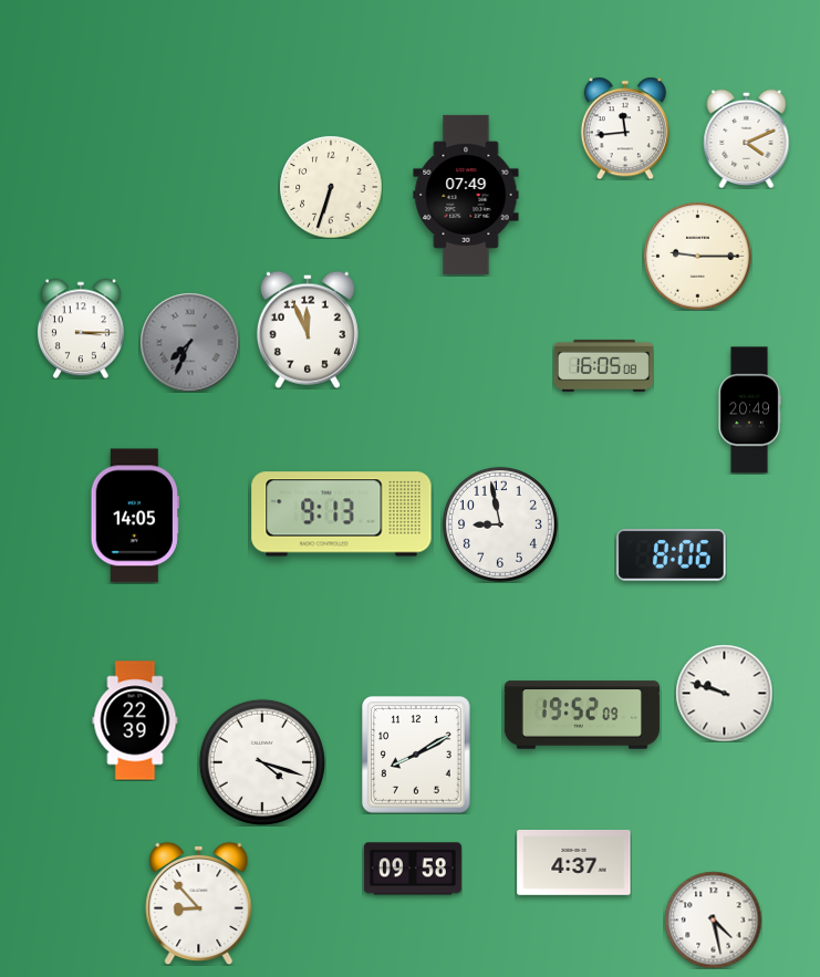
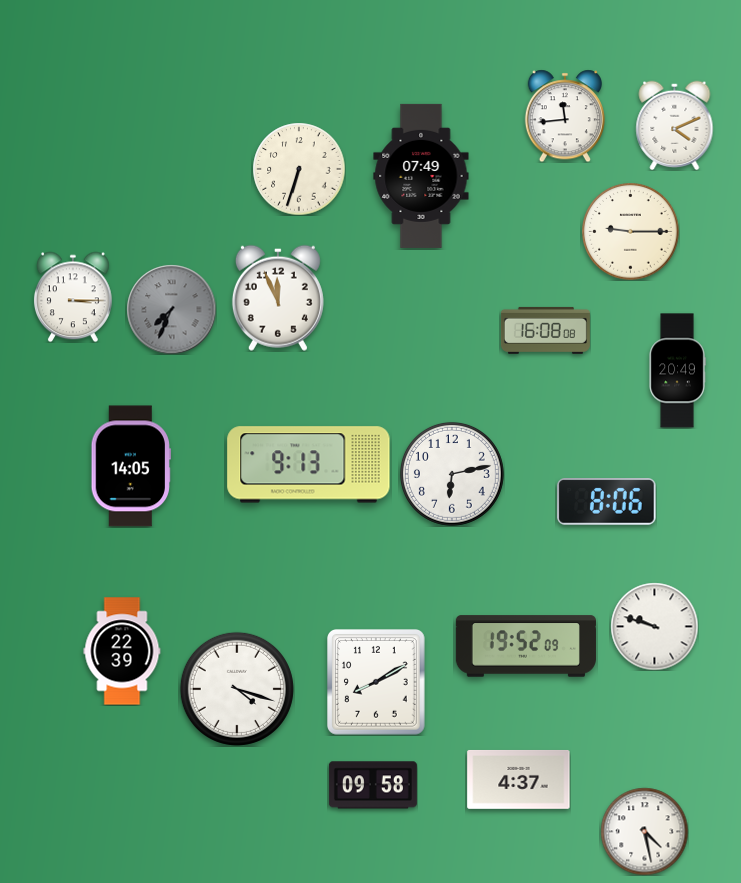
clock at (603, 365): 16:05 -> 16:08
clock at (135, 516) position: (135, 516) -> (131, 466)
clock at (500, 524): 8:58 -> 6:13
clock at (199, 903): 8:53 -> none
